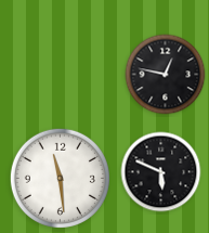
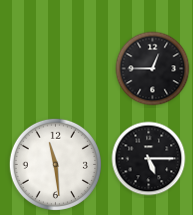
clock at (166, 75): 12:47 -> 12:45
clock at (161, 172): 5:49 -> 5:15
